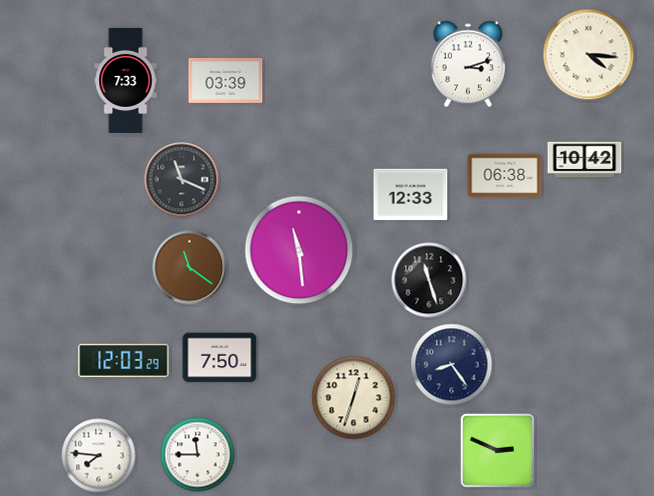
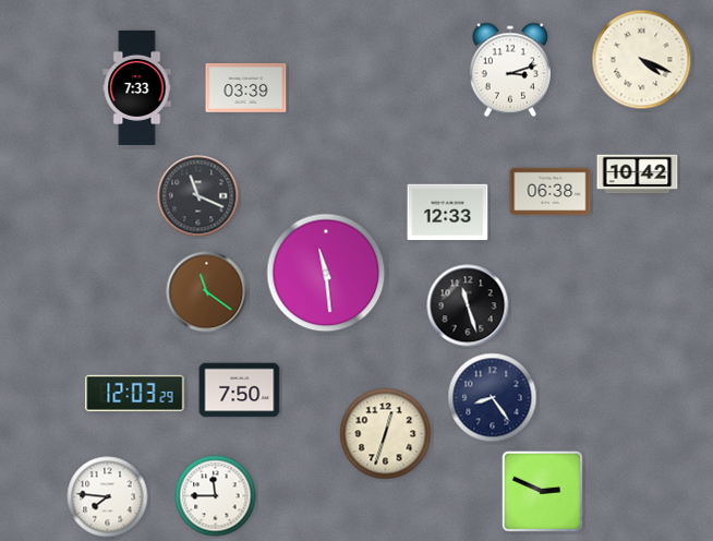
clock at (589, 55): 4:16 -> 4:19
